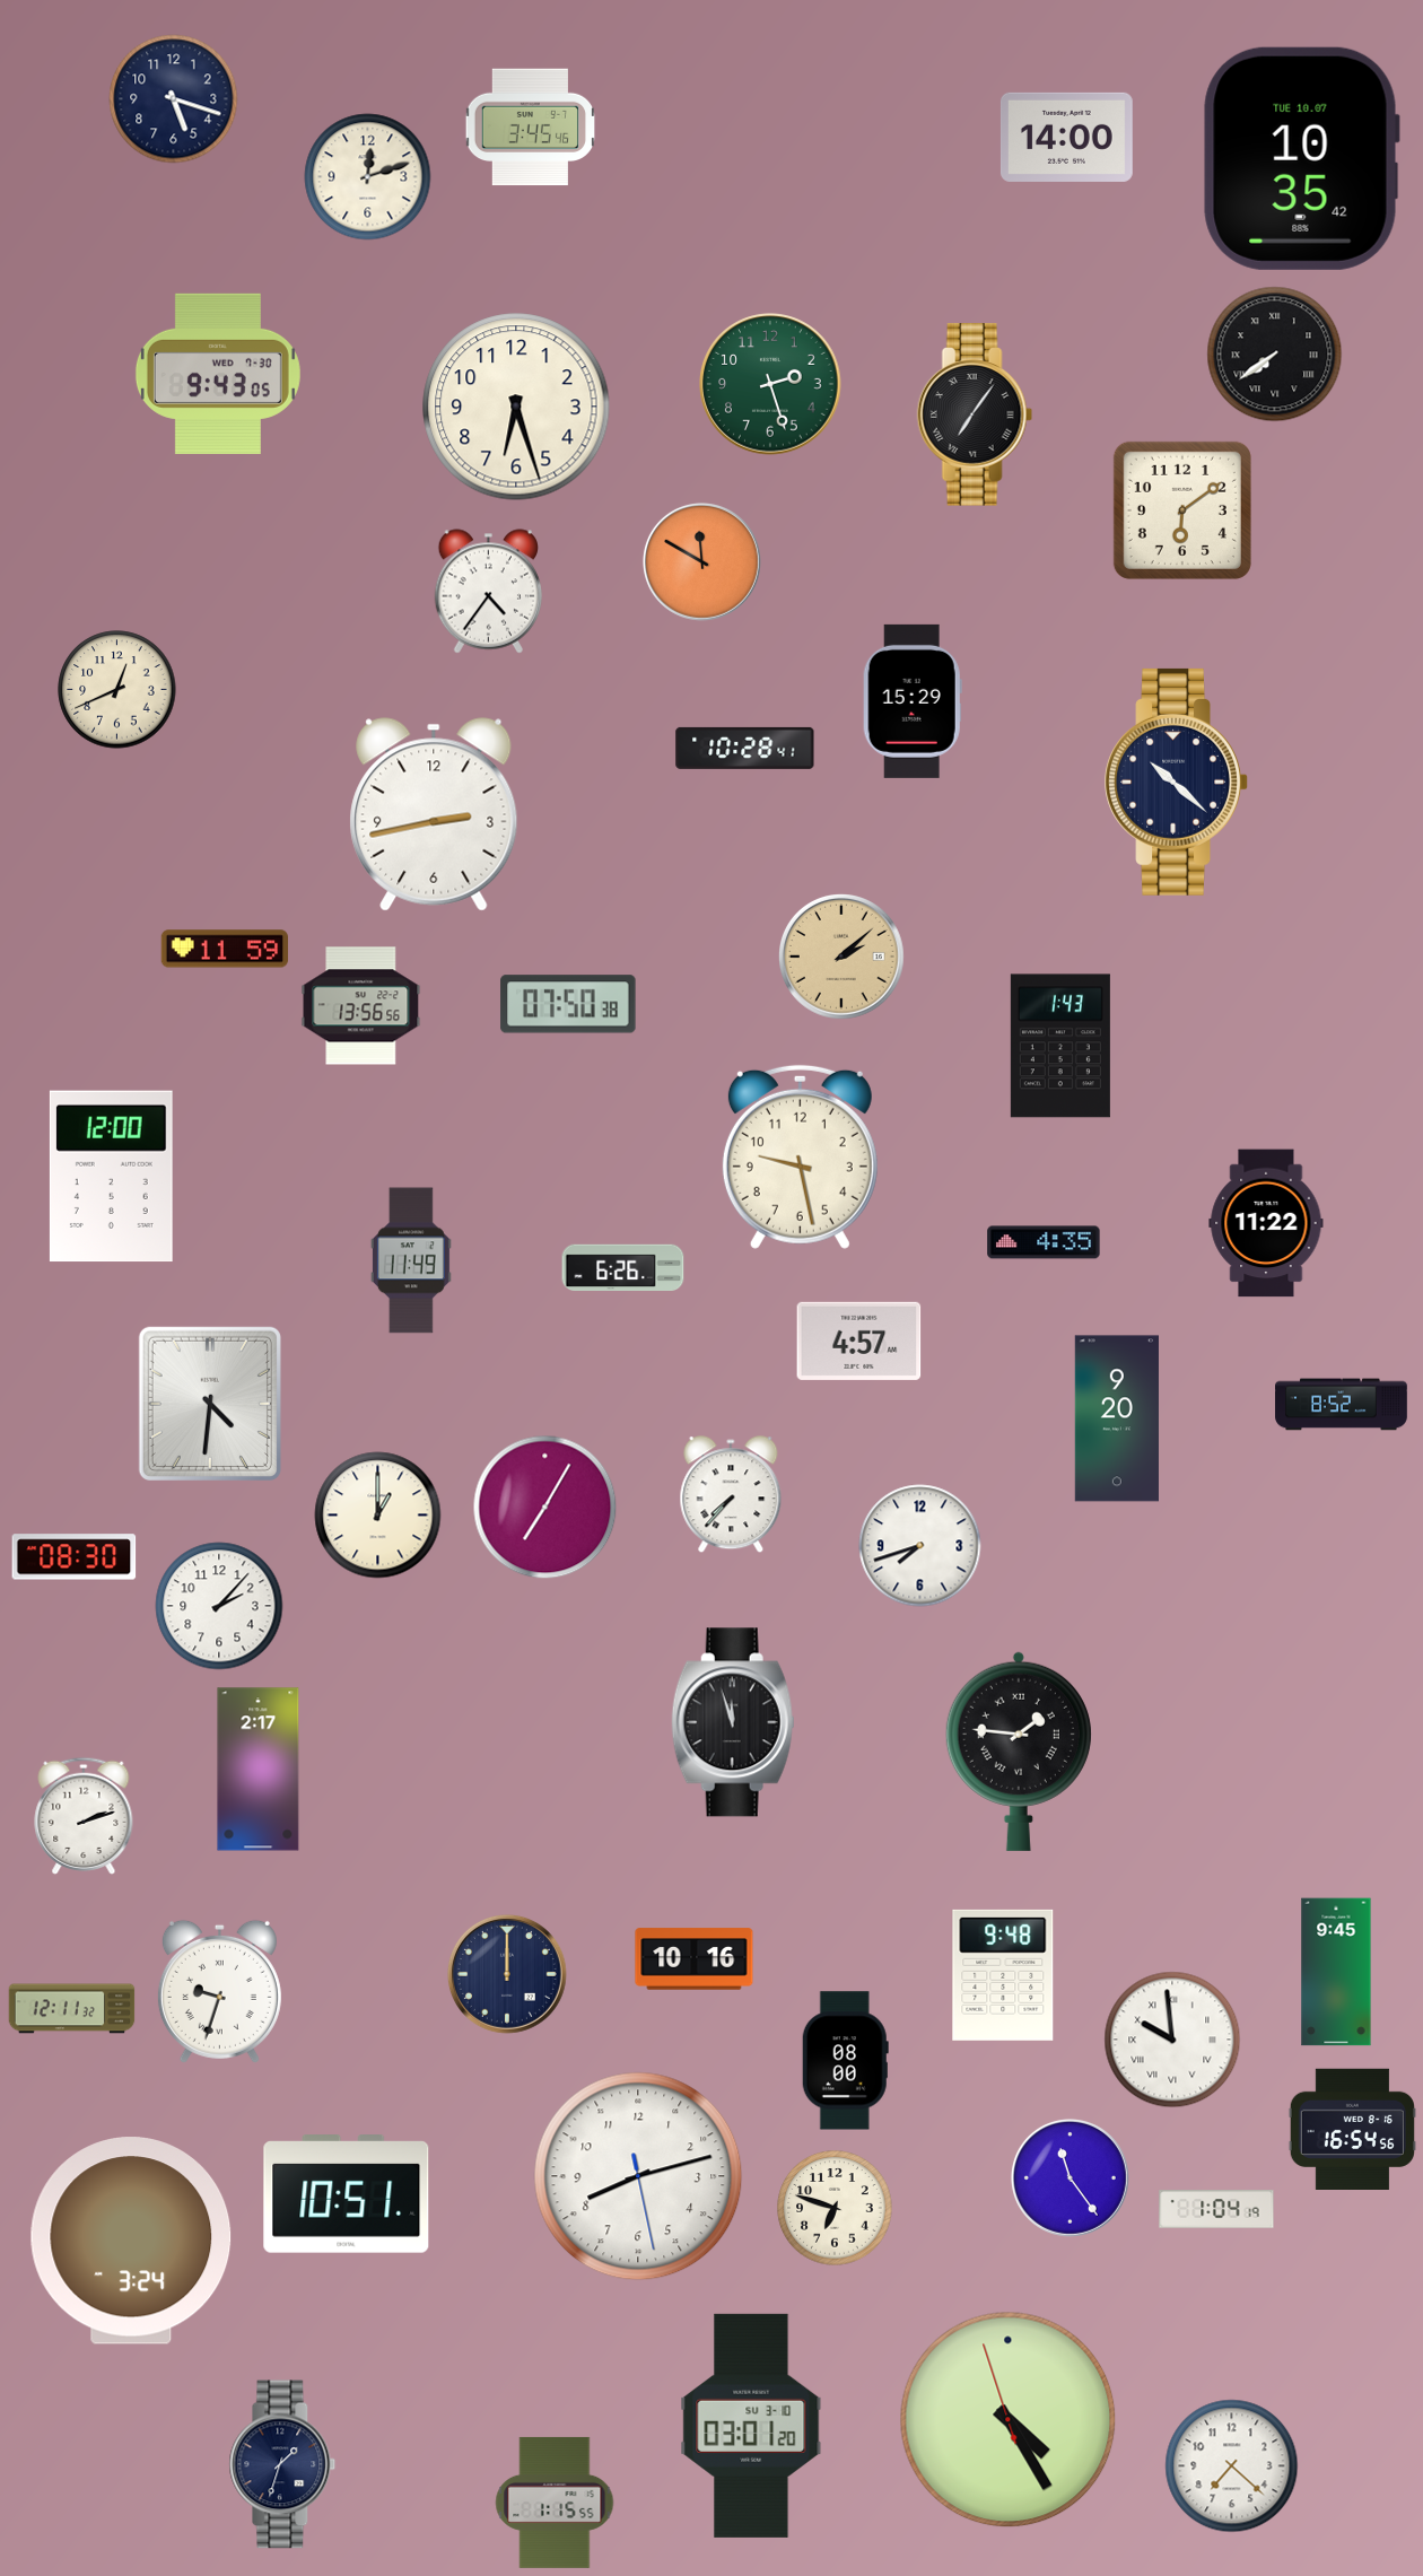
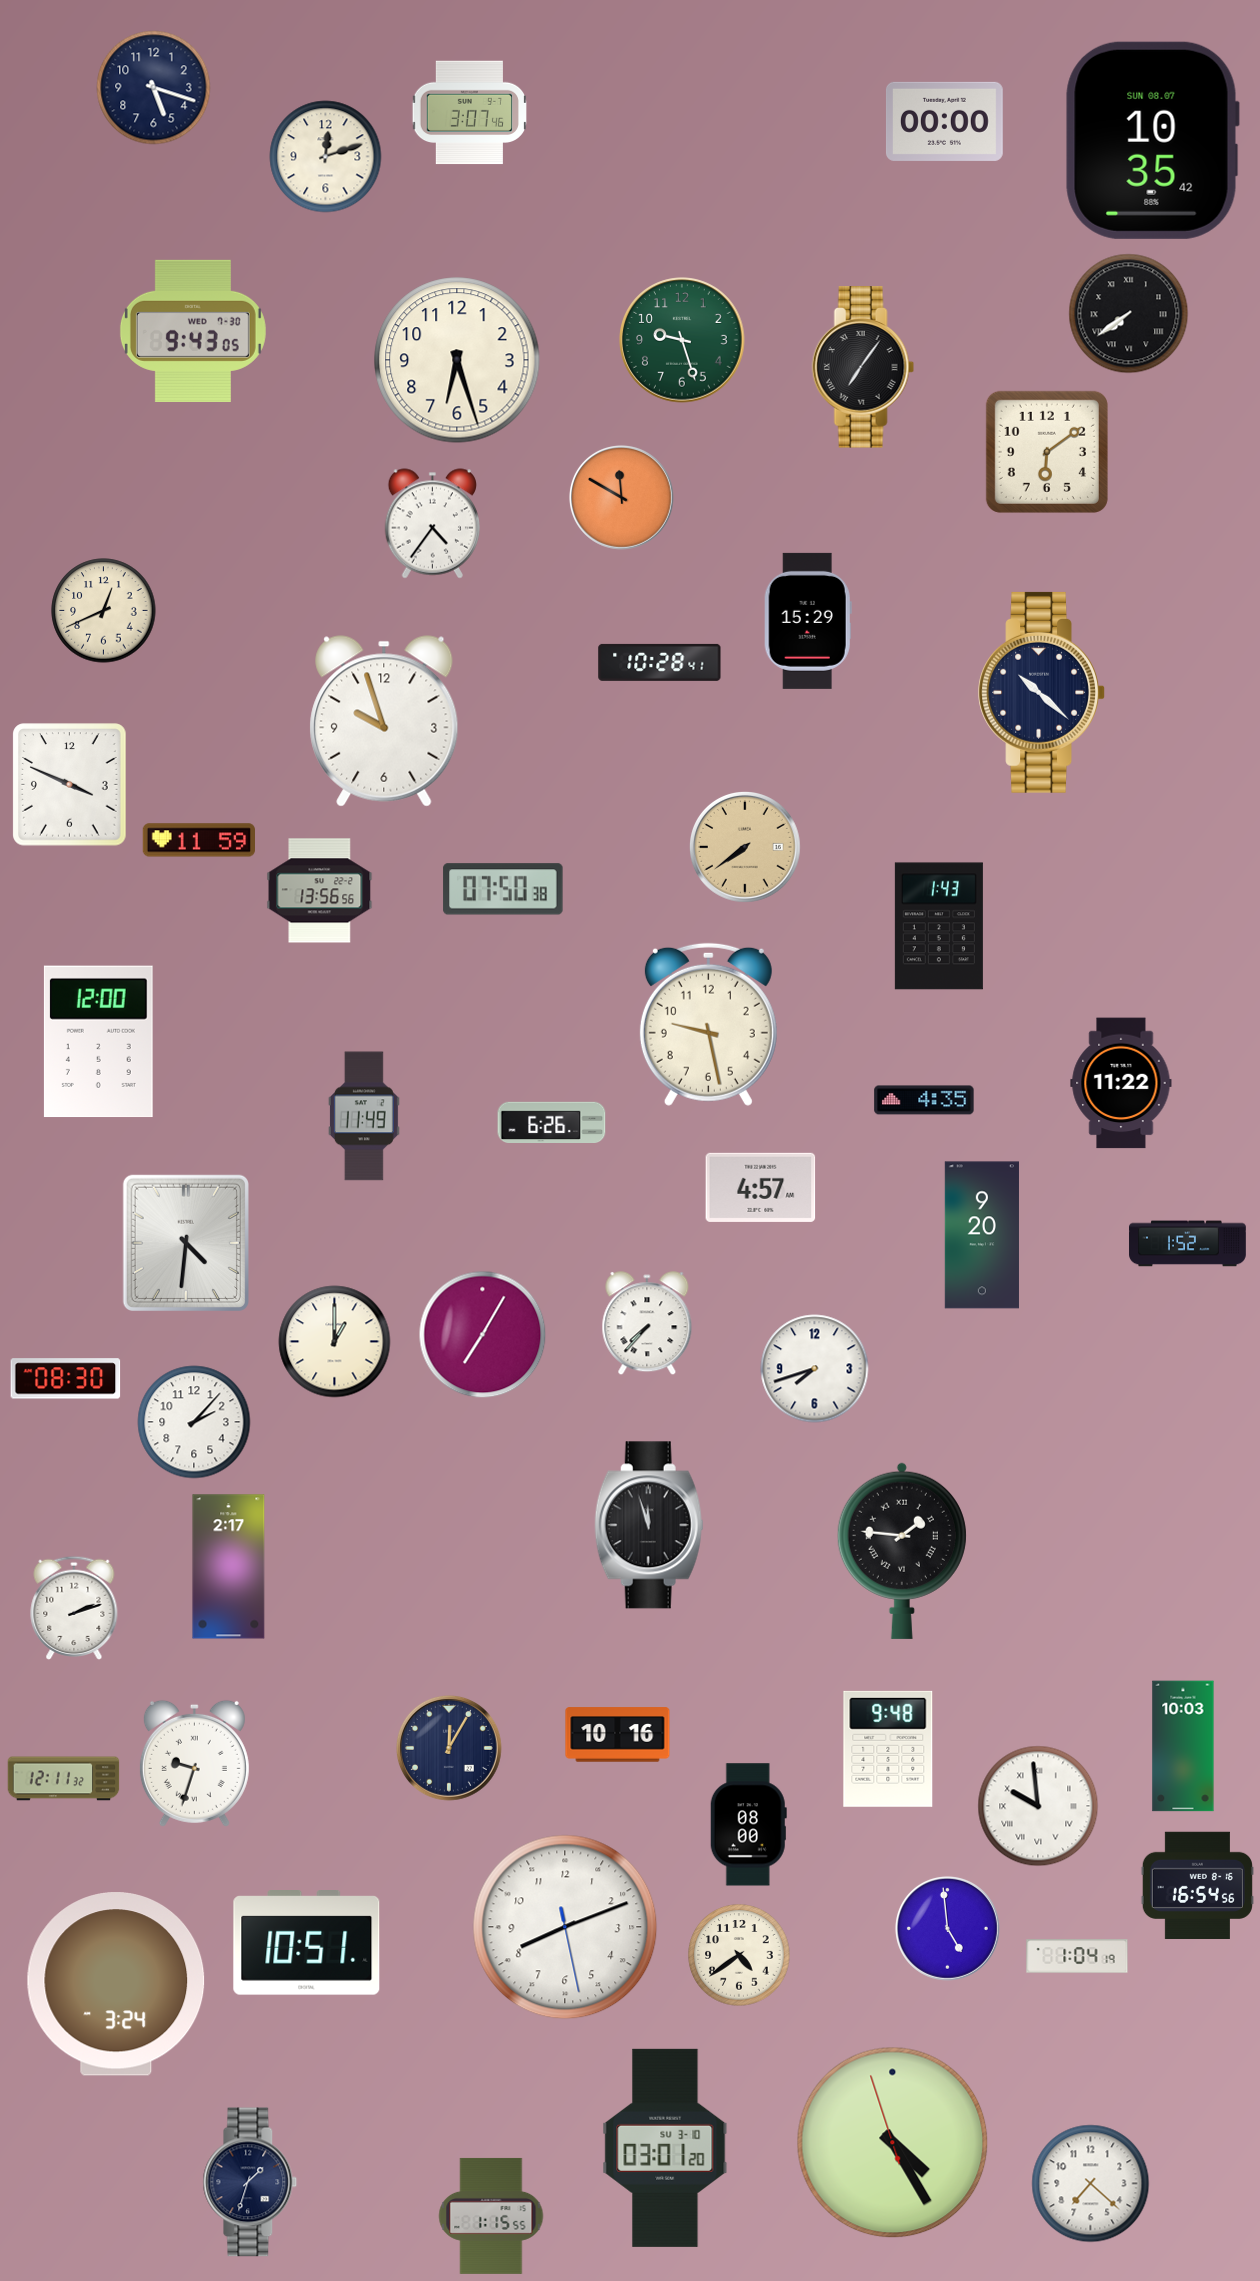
clock at (530, 128): 3:45 -> 3:07
clock at (1066, 137): 14:00 -> 00:00
clock at (1301, 158) date: TUE 10.07 -> SUN 08.07
clock at (770, 384): 2:27 -> 9:27
clock at (434, 814): 2:43 -> 9:57
clock at (70, 785): none -> 3:49
clock at (843, 958): 2:08 -> 7:39
clock at (1342, 1405): 8:52 -> 1:52
clock at (1117, 1418) position: (1117, 1418) -> (982, 1235)
clock at (695, 1959) position: (695, 1959) -> (618, 1735)
clock at (1336, 1972): 9:45 -> 10:03
clock at (507, 1974): 12:00 -> 12:05
clock at (638, 2176): 8:12 -> 8:11
clock at (1070, 2177): 11:24 -> 4:59
clock at (835, 2208): 6:48 -> 4:39
